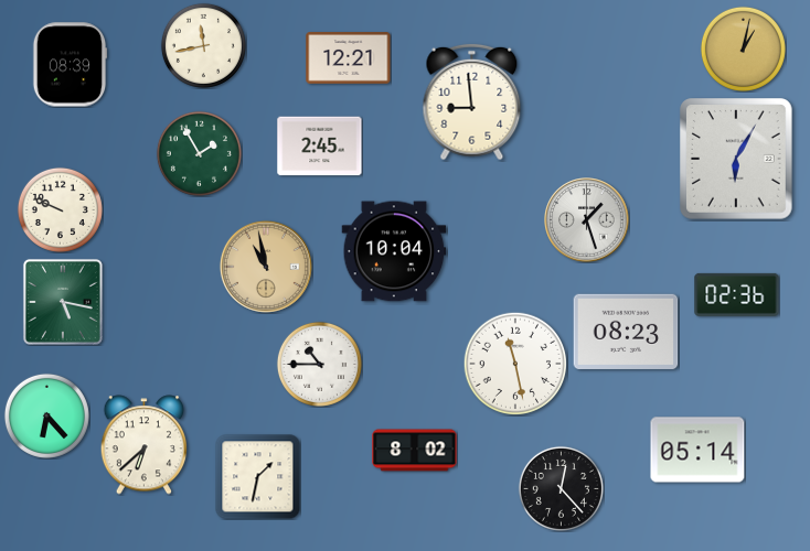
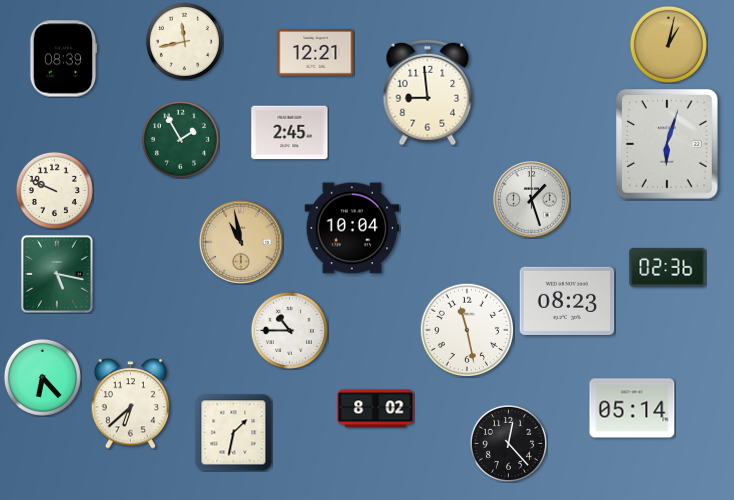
clock at (743, 48) position: (743, 48) -> (668, 44)
clock at (737, 159): 6:05 -> 6:03
clock at (394, 251) position: (394, 251) -> (352, 228)
